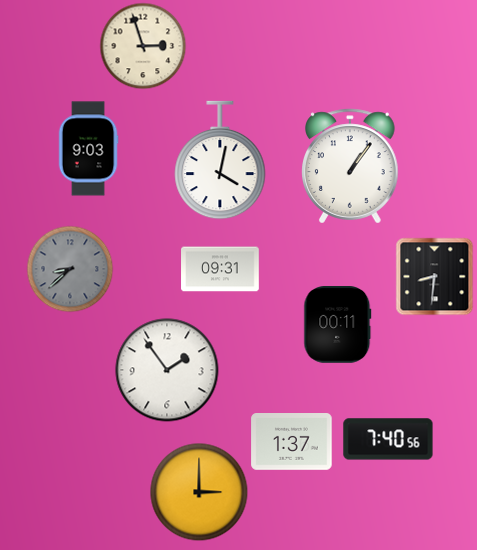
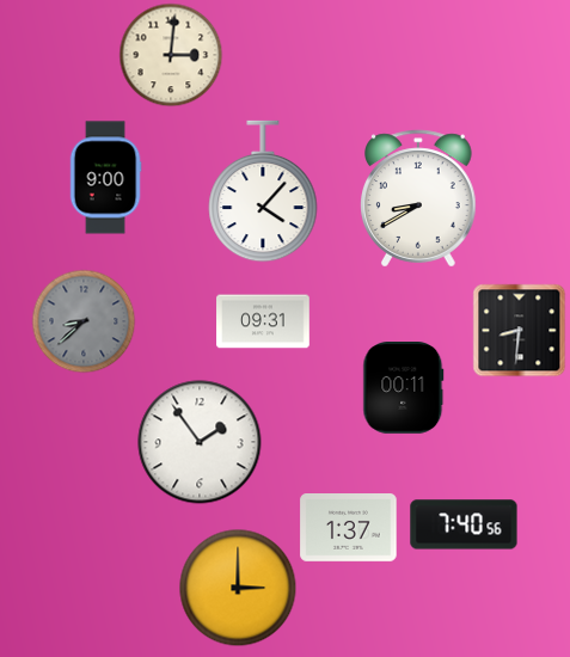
clock at (143, 46): 2:57 -> 3:01
clock at (88, 149): 9:03 -> 9:00
clock at (220, 160): 4:02 -> 4:07
clock at (350, 166): 1:06 -> 8:40
